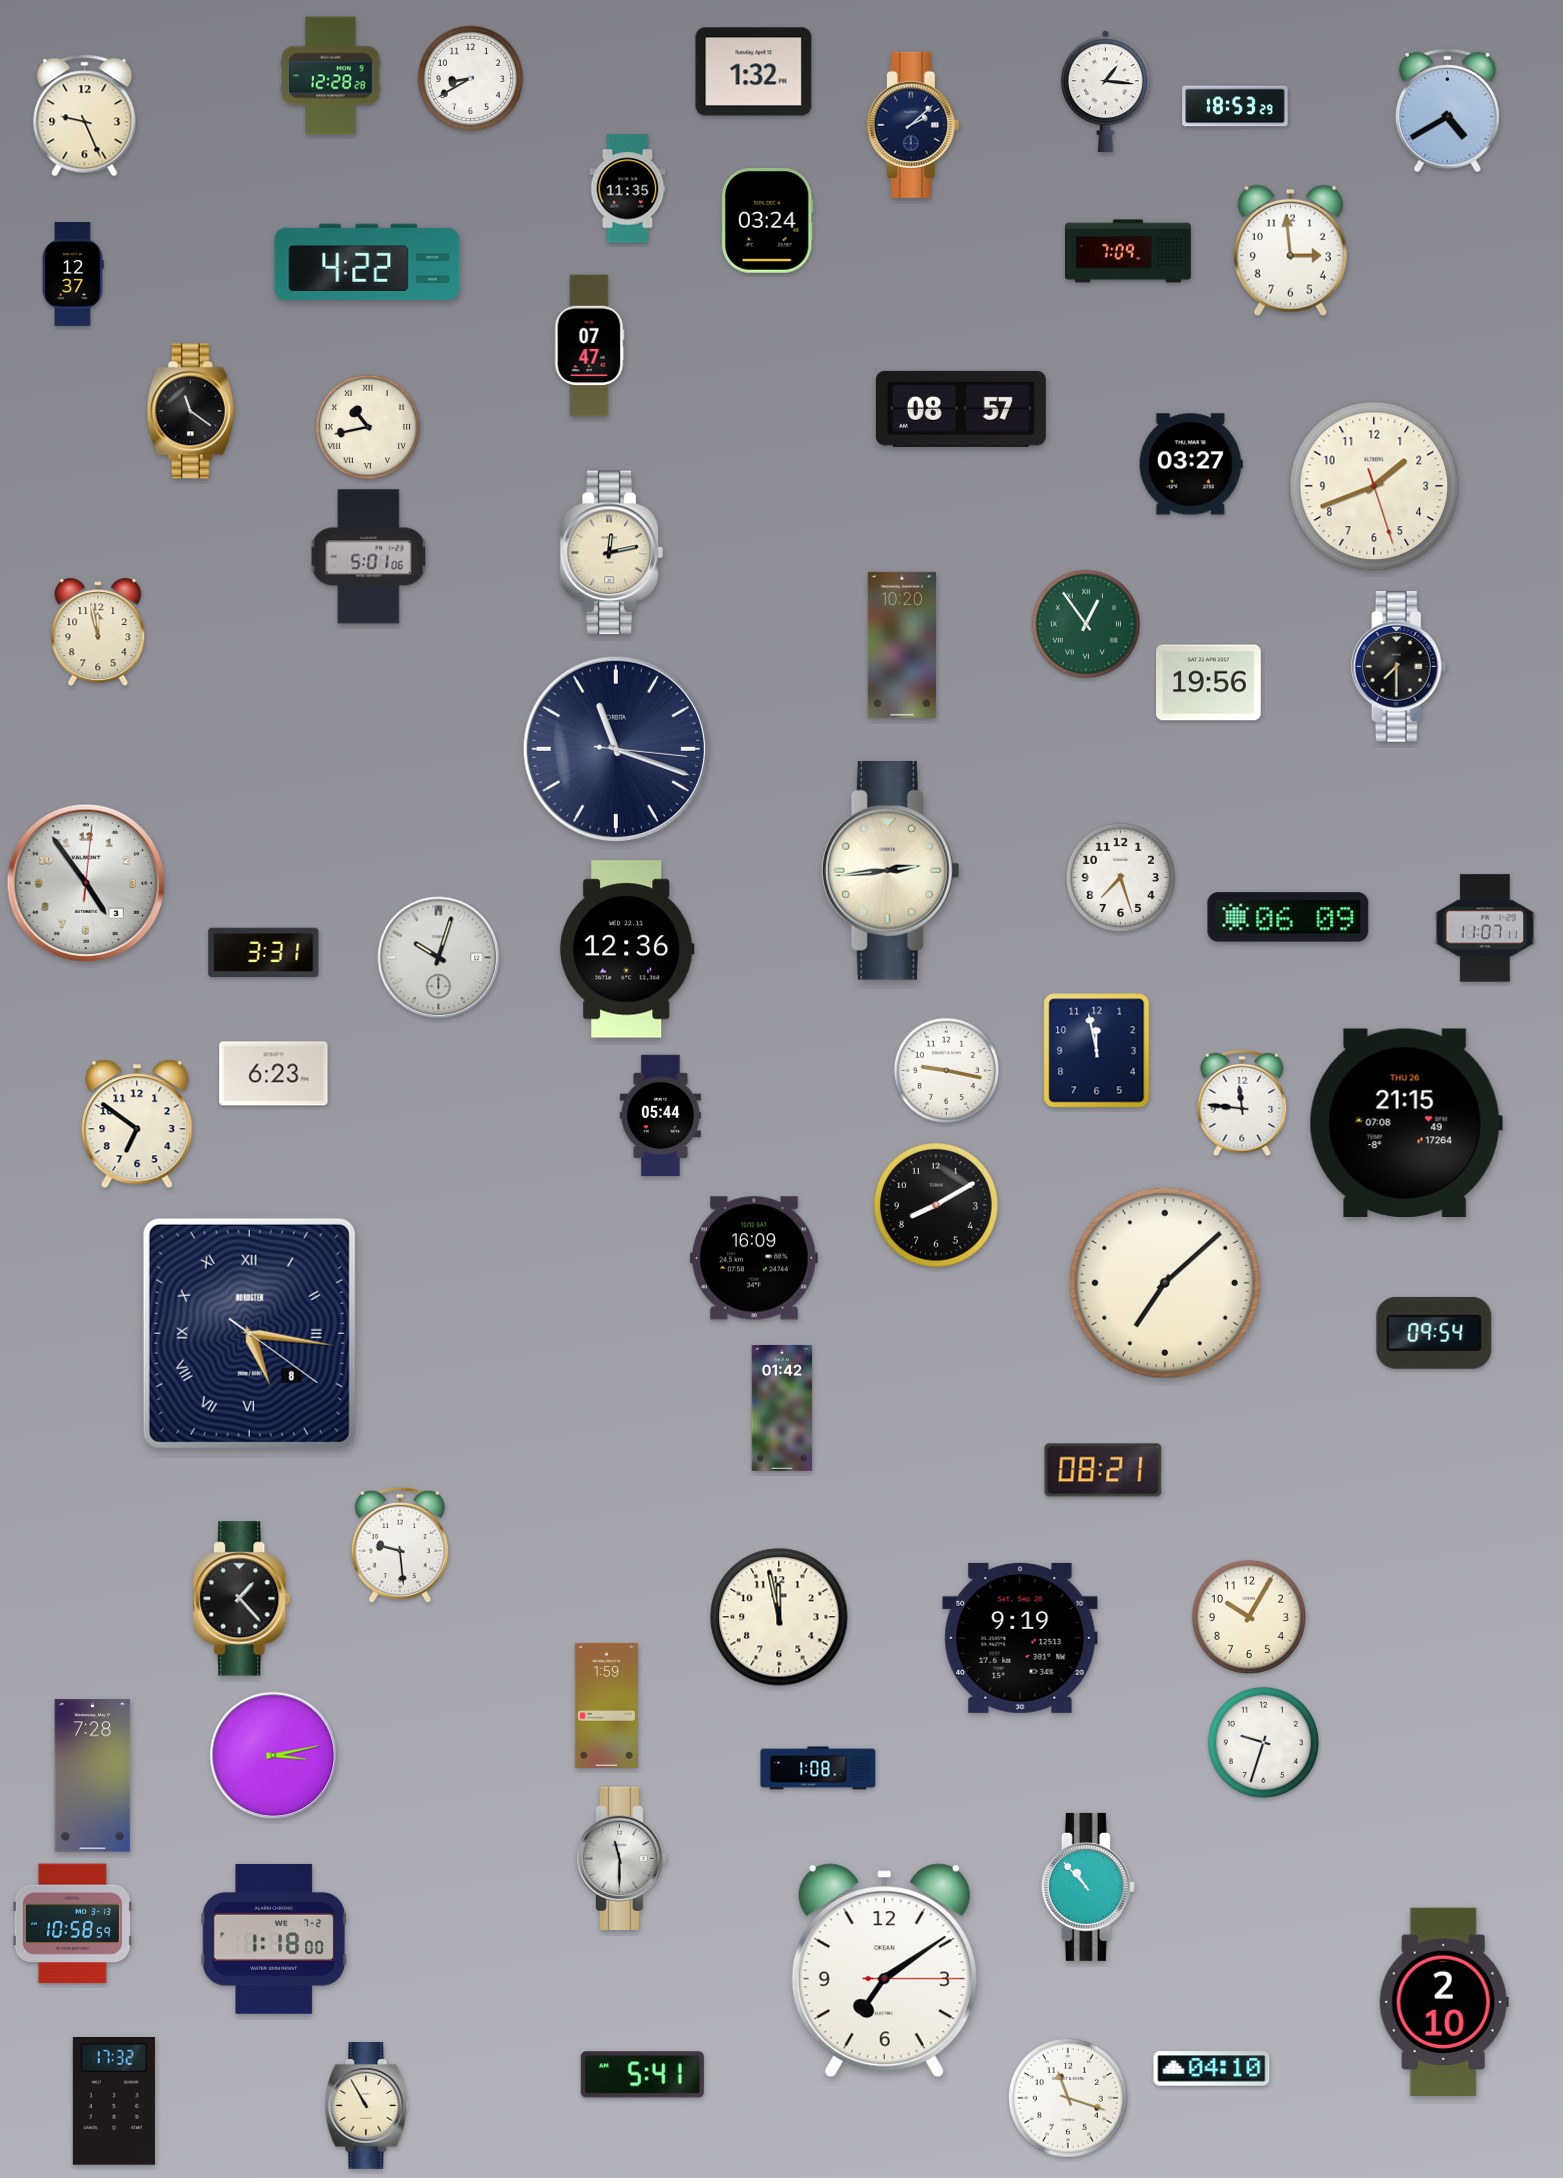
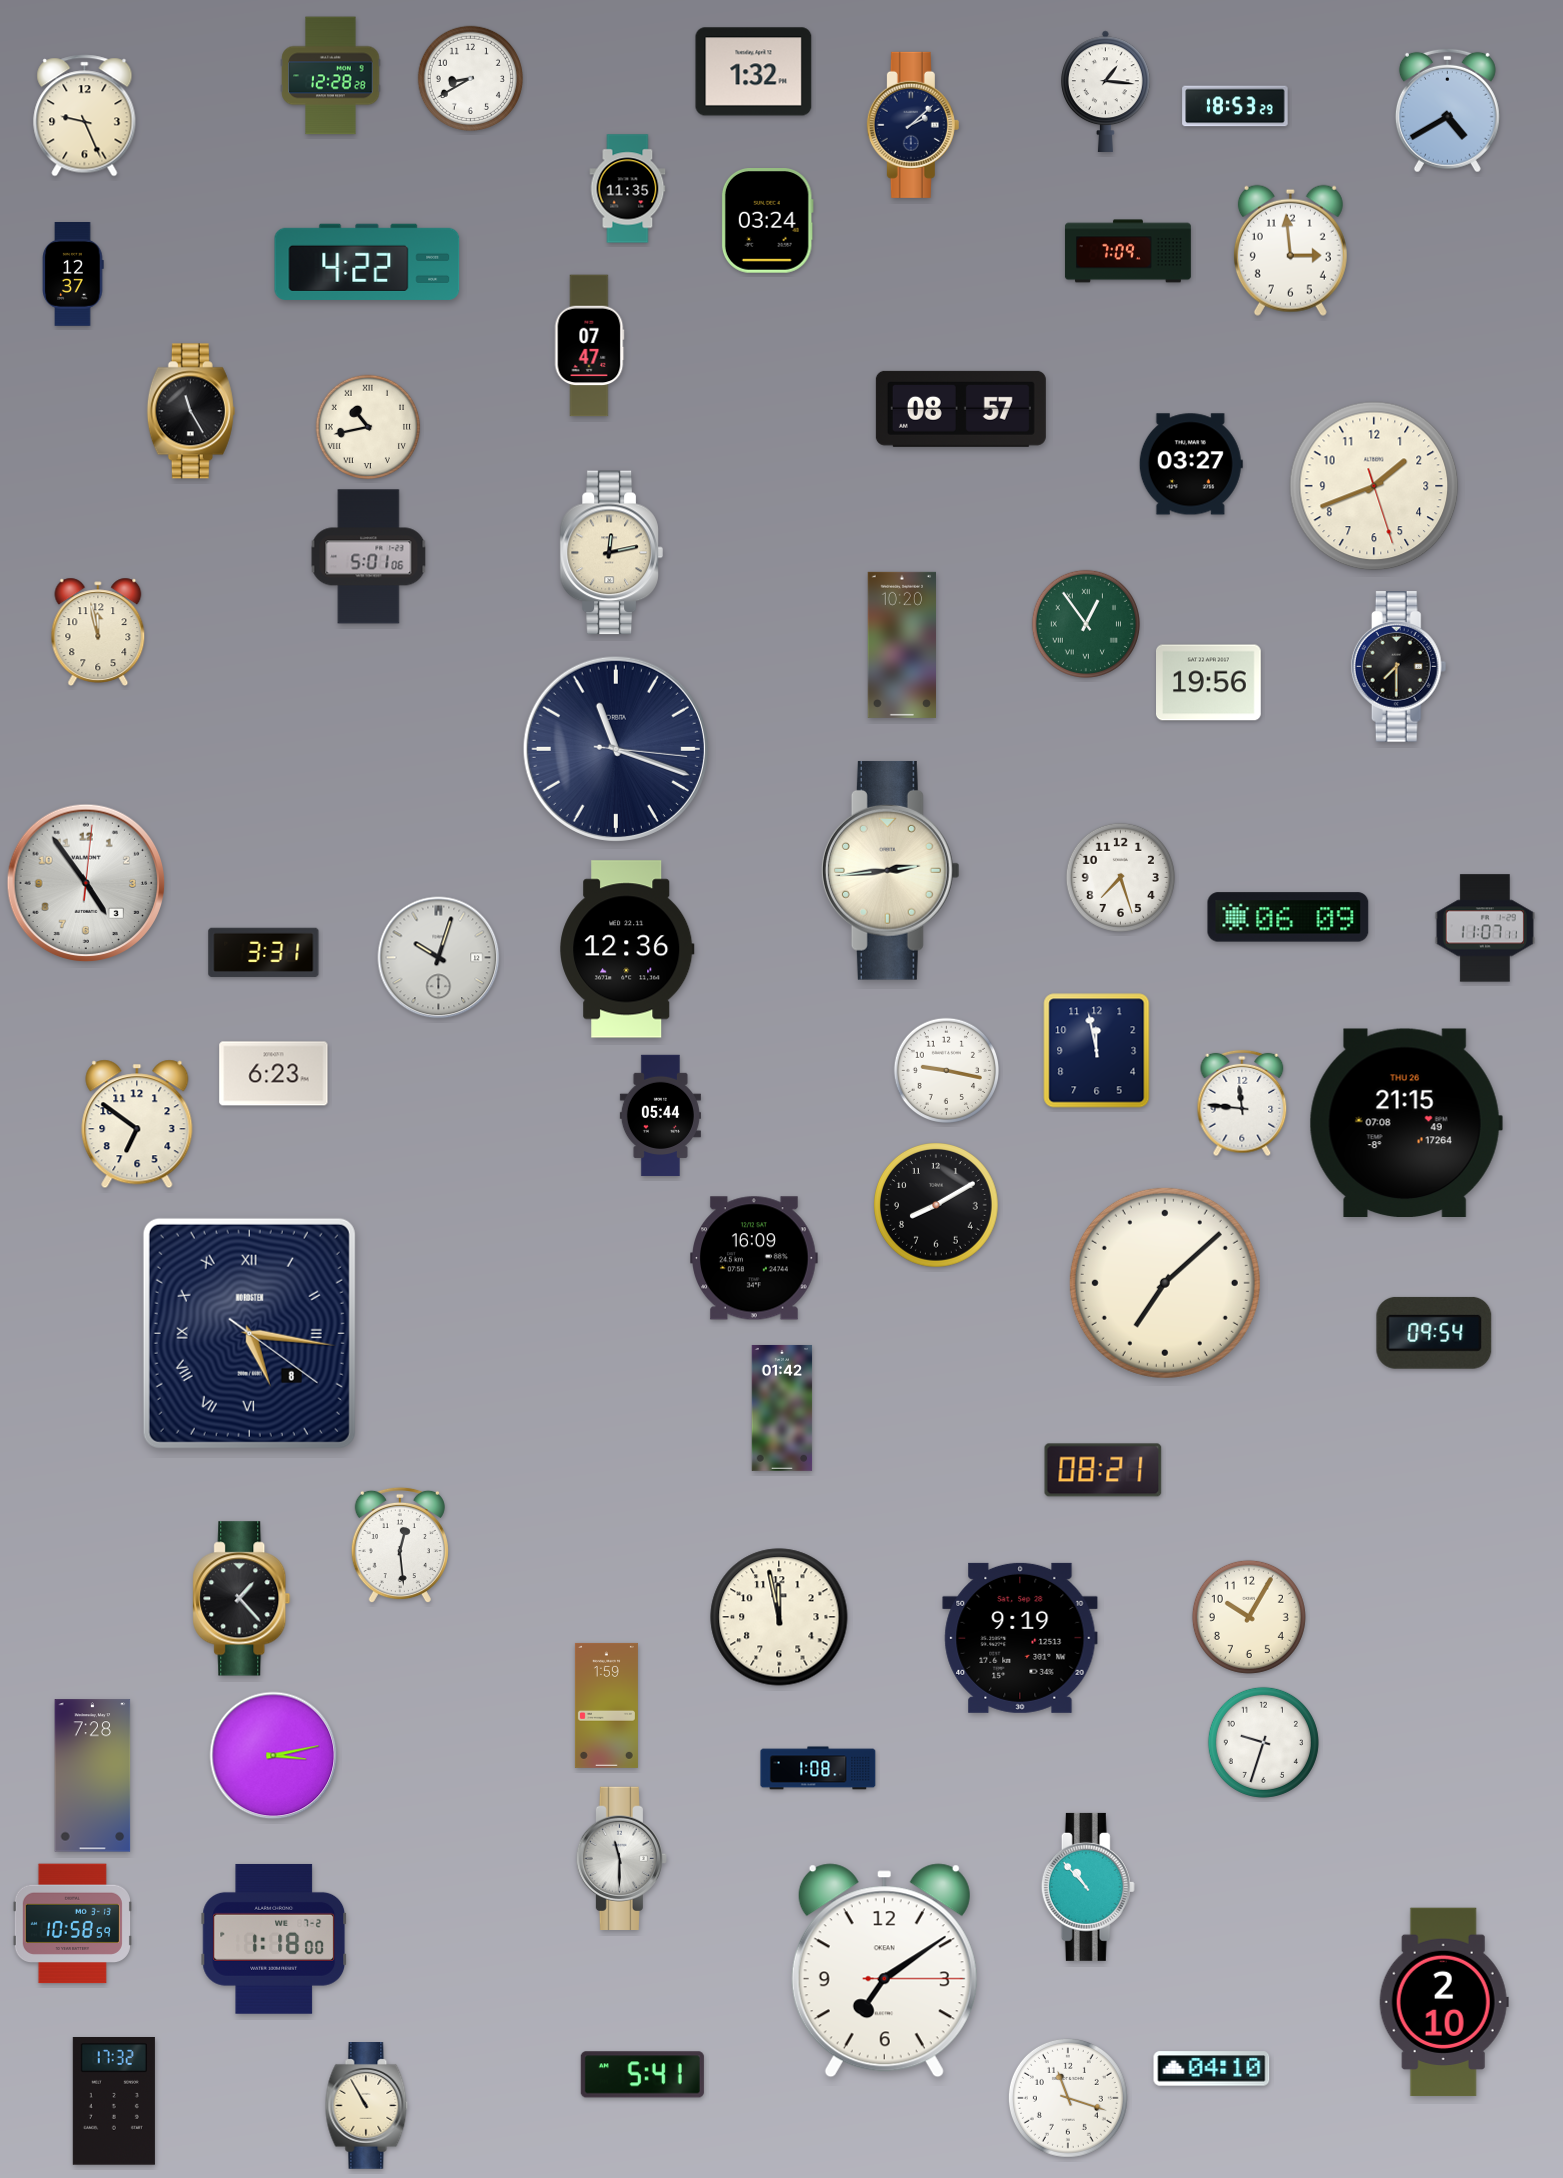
clock at (191, 411): 11:21 -> 11:25
clock at (400, 1545): 9:29 -> 12:29
